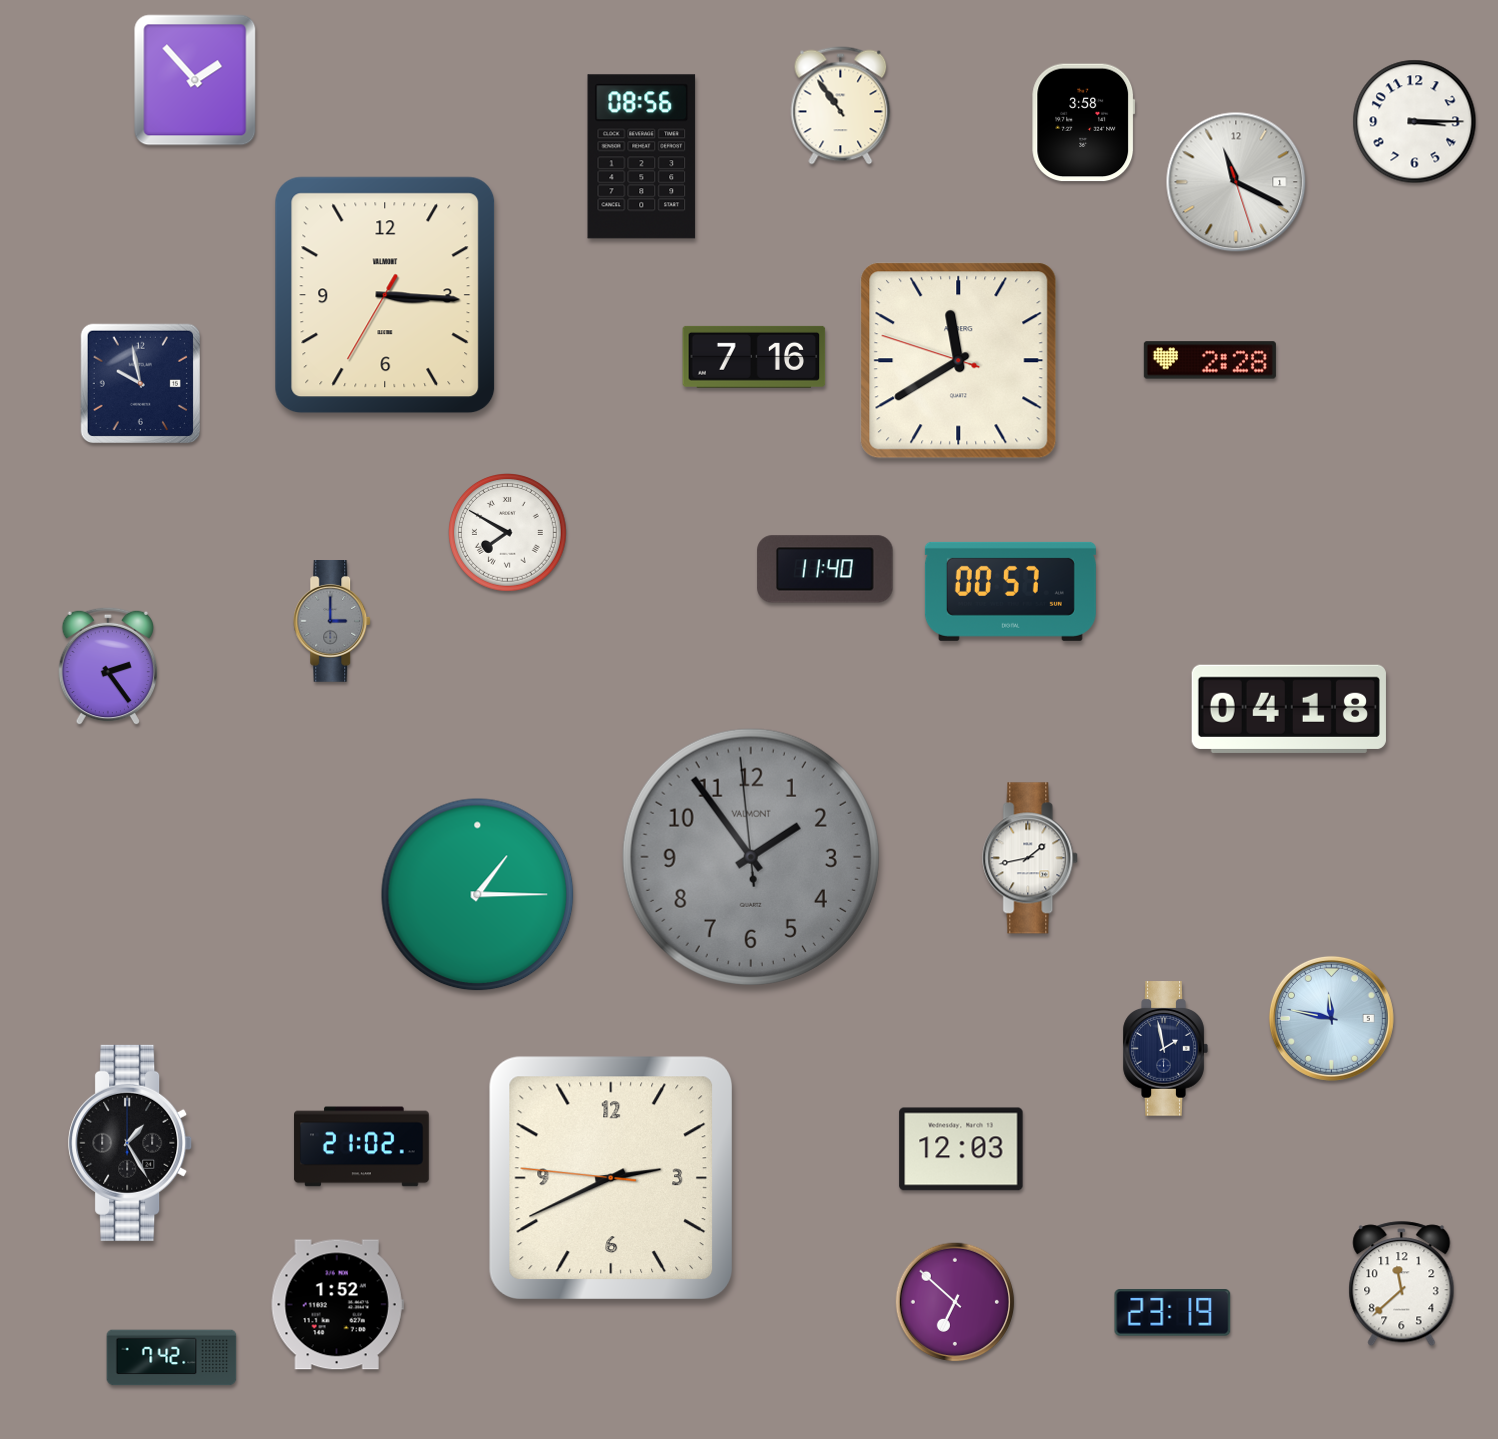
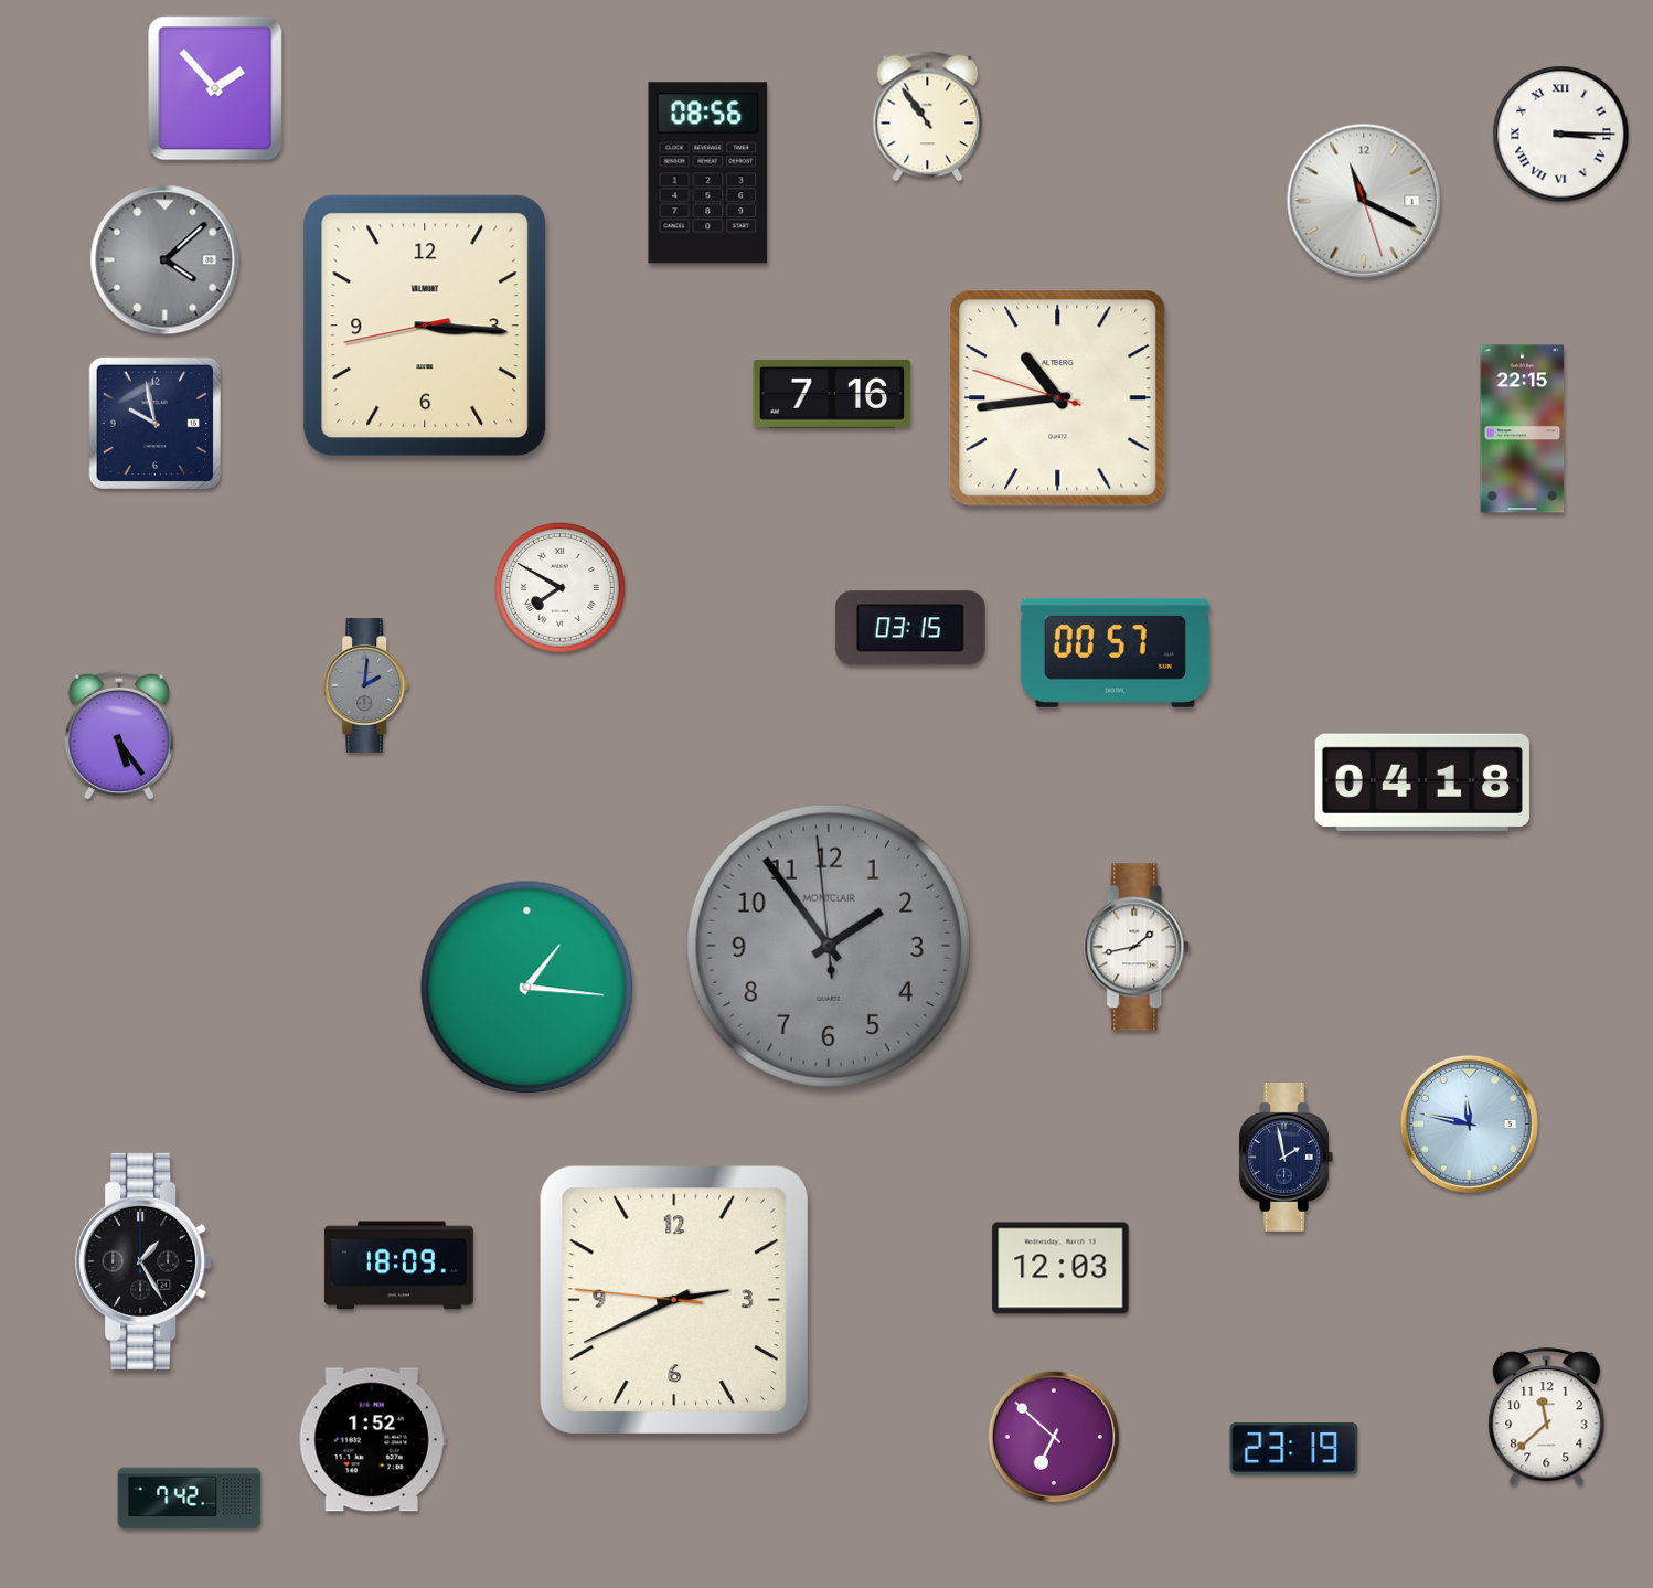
clock at (1415, 122) numerals: Arabic -> Roman
clock at (1084, 123): 3:58 -> none
clock at (166, 260): none -> 4:08
clock at (385, 295): 3:15:35 -> 3:15:43
clock at (1210, 360): 2:28 -> none
clock at (959, 361): 11:39 -> 10:43
clock at (1523, 429): none -> 22:15
clock at (825, 569): 11:40 -> 03:15
clock at (333, 622): 3:00 -> 2:01
clock at (107, 666): 2:24 -> 5:24
clock at (751, 857) brand: VALMONT -> MONTCLAIR
clock at (478, 895): 1:15 -> 1:16
clock at (362, 1147): 21:02 -> 18:09
